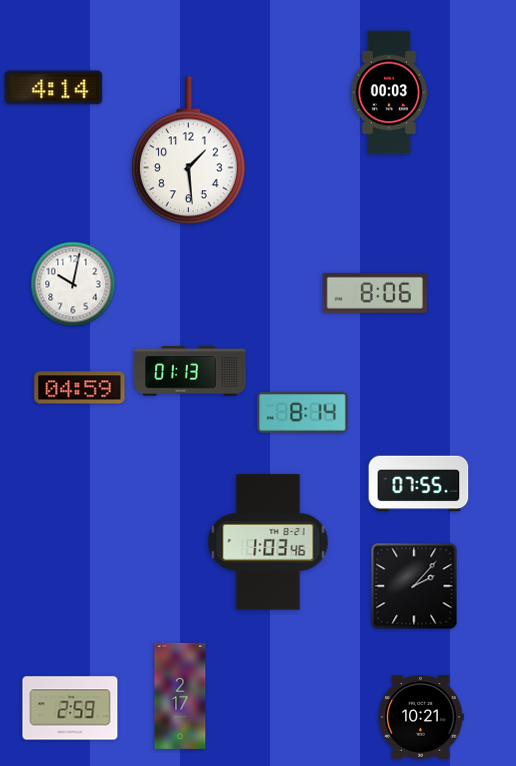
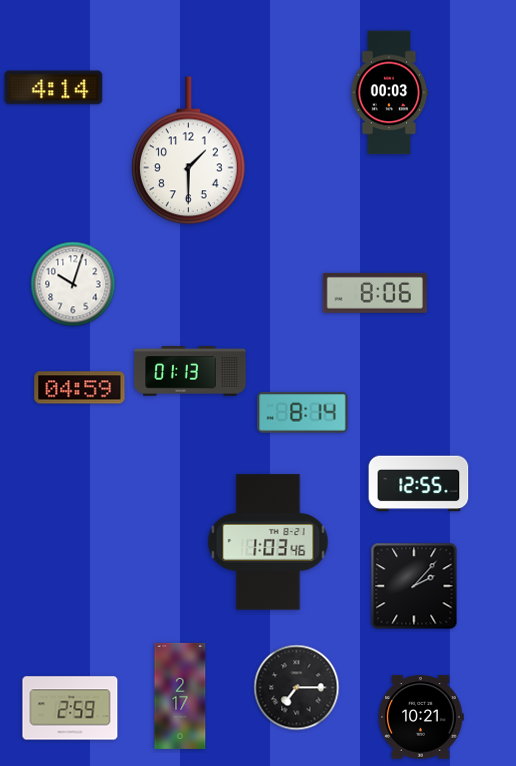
clock at (188, 151): 1:29 -> 1:30
clock at (73, 284): 10:02 -> 10:03
clock at (419, 484): 07:55 -> 12:55
clock at (297, 688): none -> 7:15
